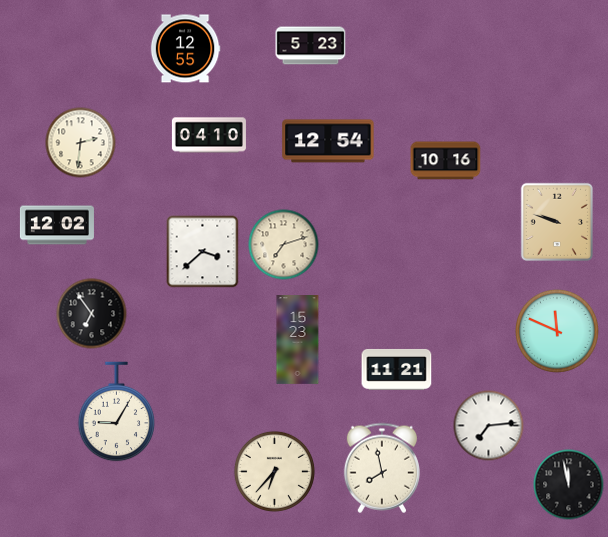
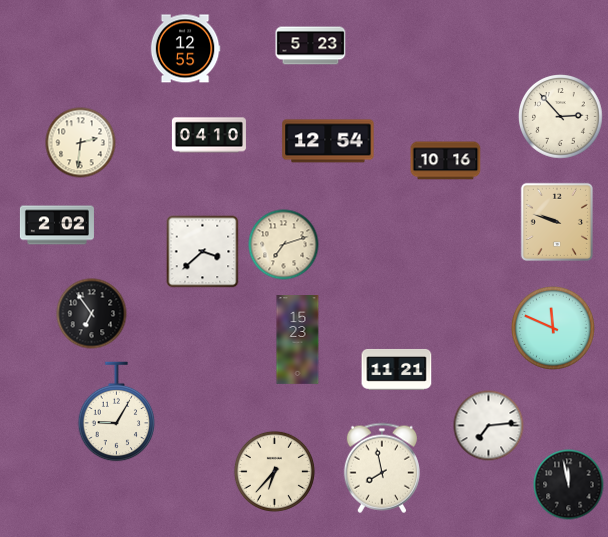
clock at (561, 117): none -> 2:53
clock at (57, 225): 12:02 -> 2:02
clock at (557, 331) position: (557, 331) -> (553, 328)
